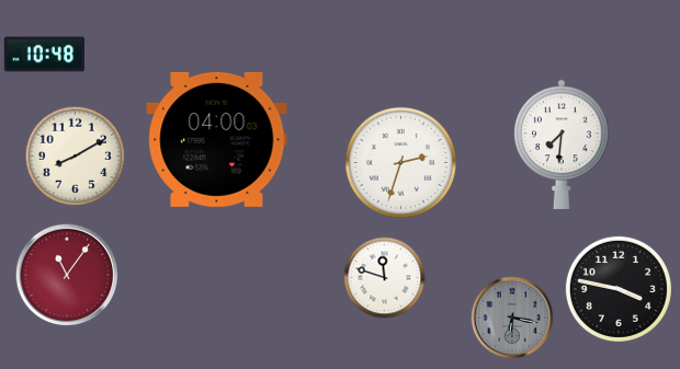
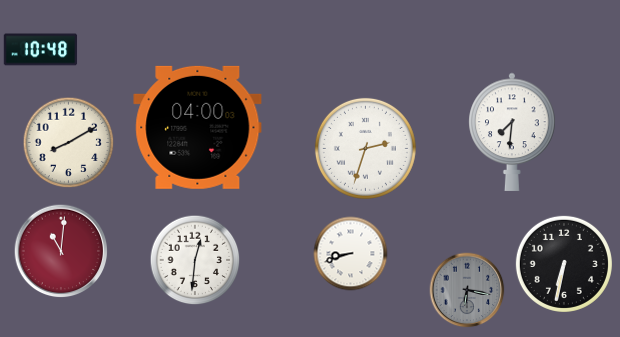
clock at (67, 275): 11:06 -> 11:01
clock at (385, 278): 11:48 -> 8:42
clock at (195, 260): none -> 12:31
clock at (619, 289): 3:47 -> 6:32
